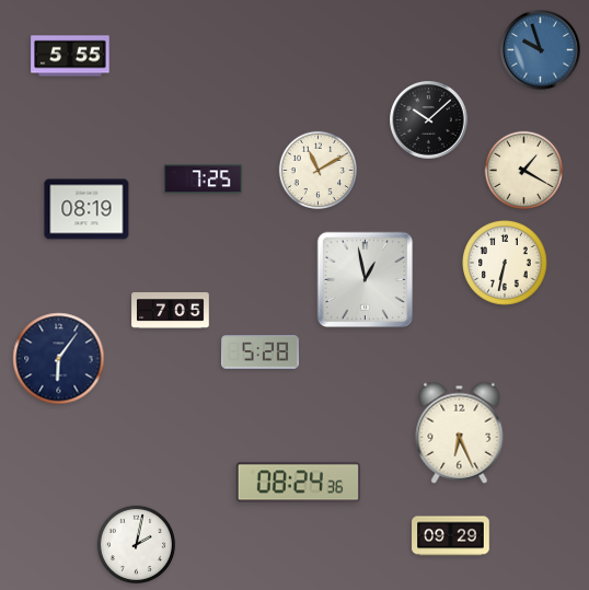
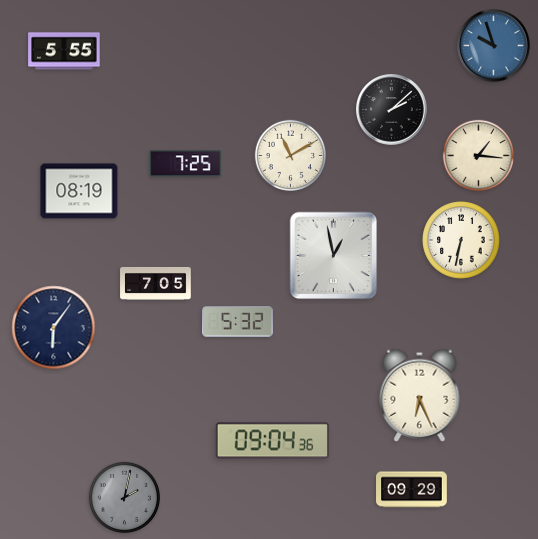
clock at (429, 120): 10:08 -> 2:08
clock at (523, 170): 1:20 -> 1:16
clock at (261, 352): 5:28 -> 5:32
clock at (298, 483): 08:24 -> 09:04
clock at (136, 544) dial: white -> grey
